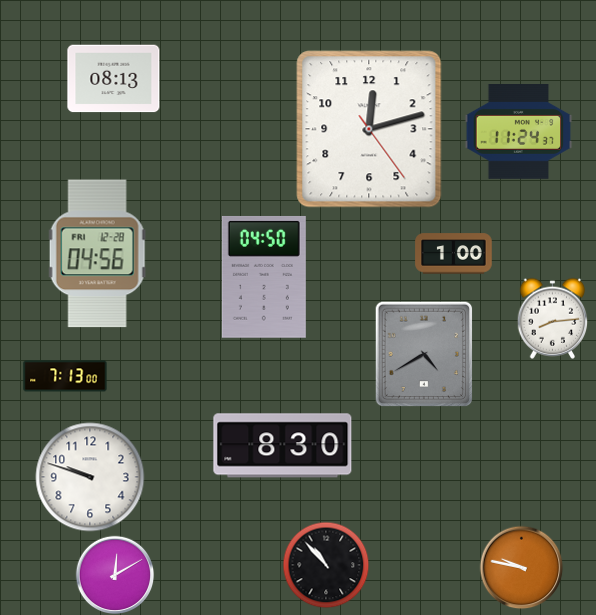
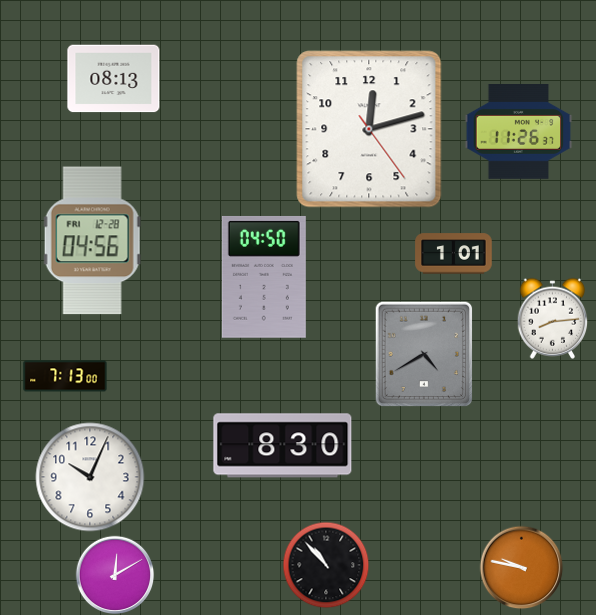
clock at (519, 132): 11:24 -> 11:26
clock at (97, 254) position: (97, 254) -> (92, 241)
clock at (454, 254): 1:00 -> 1:01
clock at (90, 477): 9:48 -> 10:04
